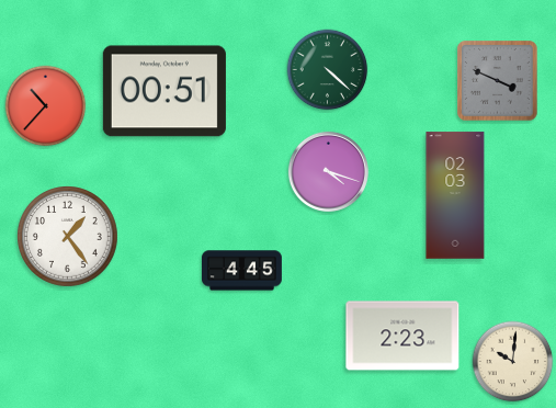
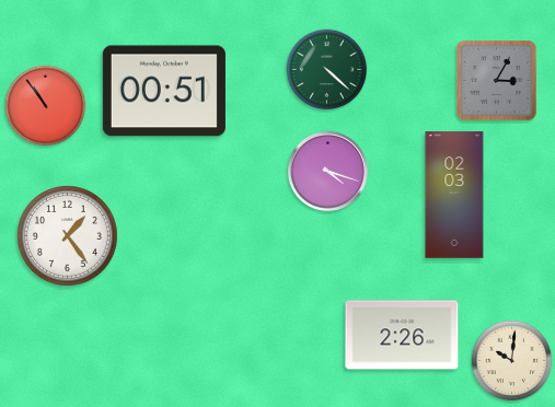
clock at (498, 81): 3:49 -> 3:05
clock at (46, 106): 10:37 -> 10:54
clock at (242, 271): 4:45 -> none
clock at (402, 336): 2:23 -> 2:26
